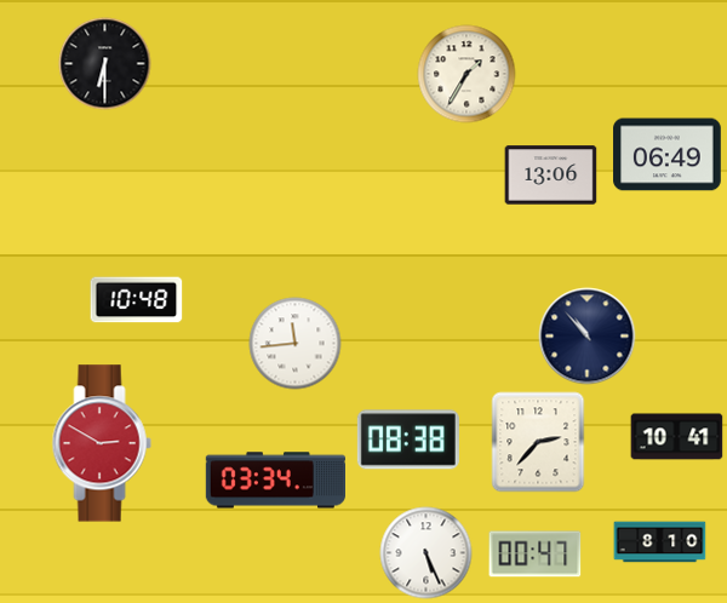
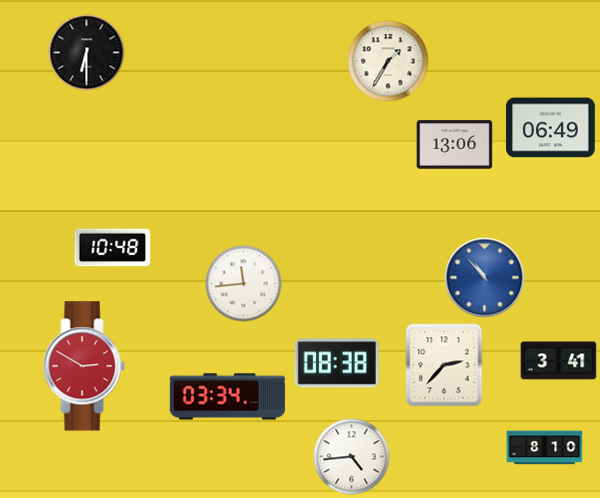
clock at (466, 74) position: (466, 74) -> (388, 61)
clock at (588, 337) dial: navy -> blue
clock at (677, 437): 10:41 -> 3:41
clock at (427, 553): 5:26 -> 4:44
clock at (536, 555): 00:47 -> none
